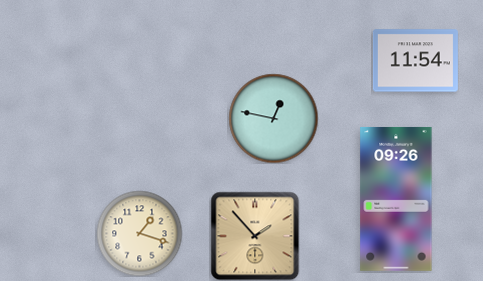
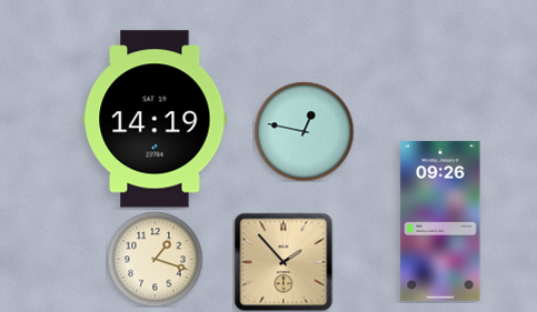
clock at (415, 61): 11:54 -> none
clock at (155, 119): none -> 14:19
